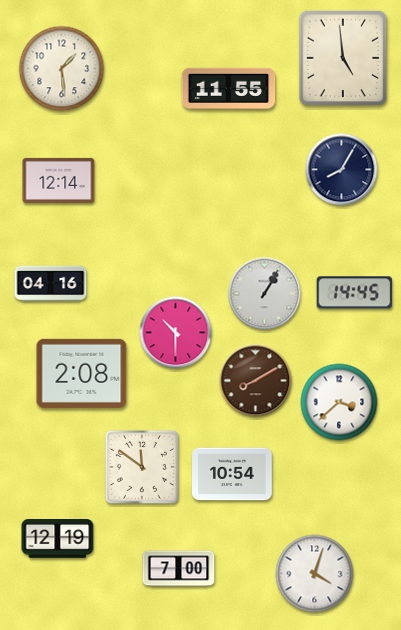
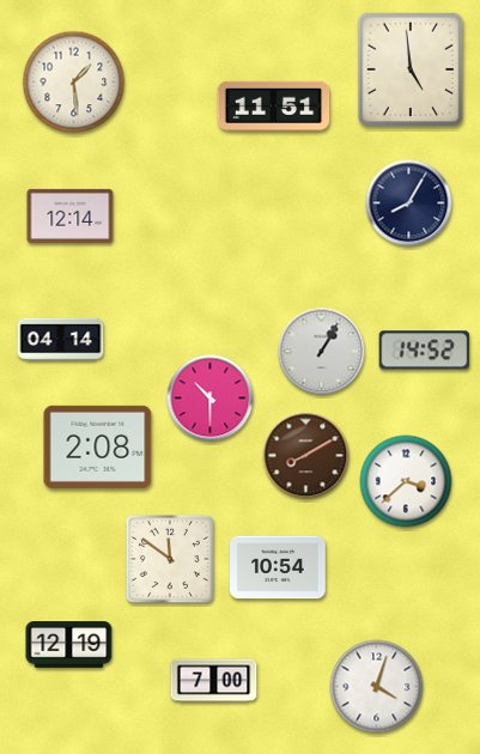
clock at (229, 88): 11:55 -> 11:51
clock at (51, 284): 04:16 -> 04:14
clock at (355, 293): 14:45 -> 14:52
clock at (265, 294) position: (265, 294) -> (322, 352)
